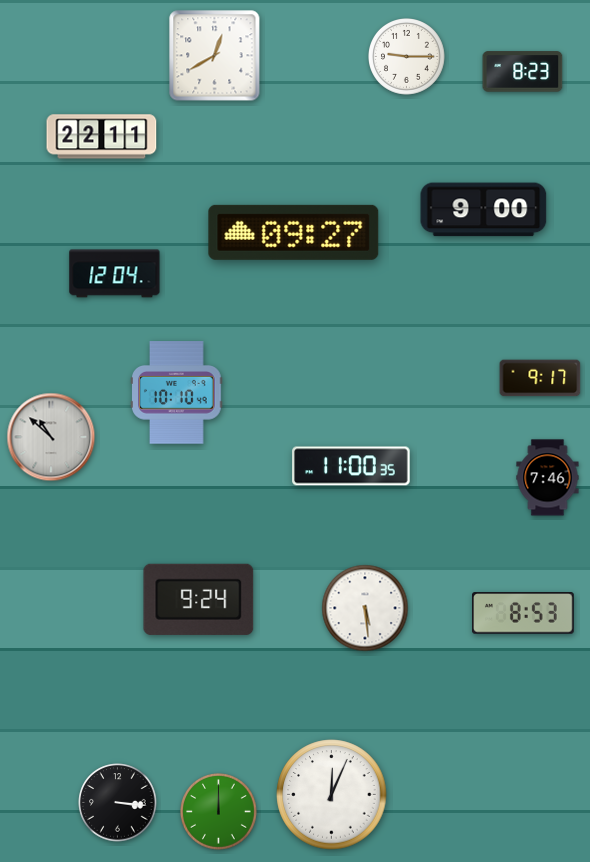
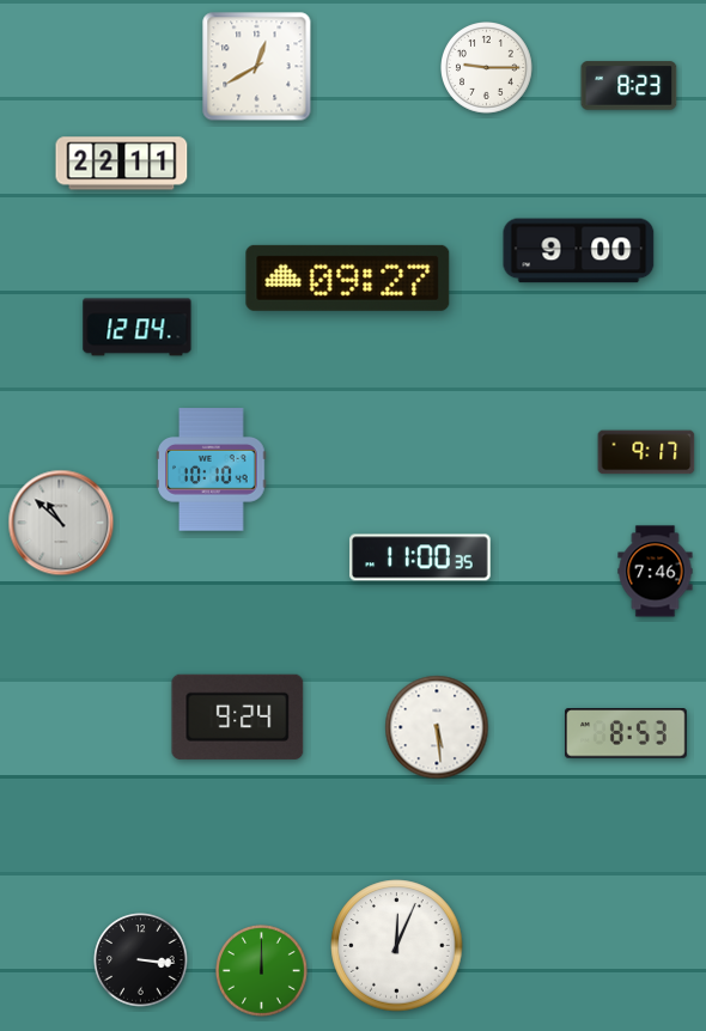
clock at (523, 72) position: (523, 72) -> (629, 86)
clock at (294, 232) position: (294, 232) -> (348, 277)
clock at (332, 795) position: (332, 795) -> (397, 946)
